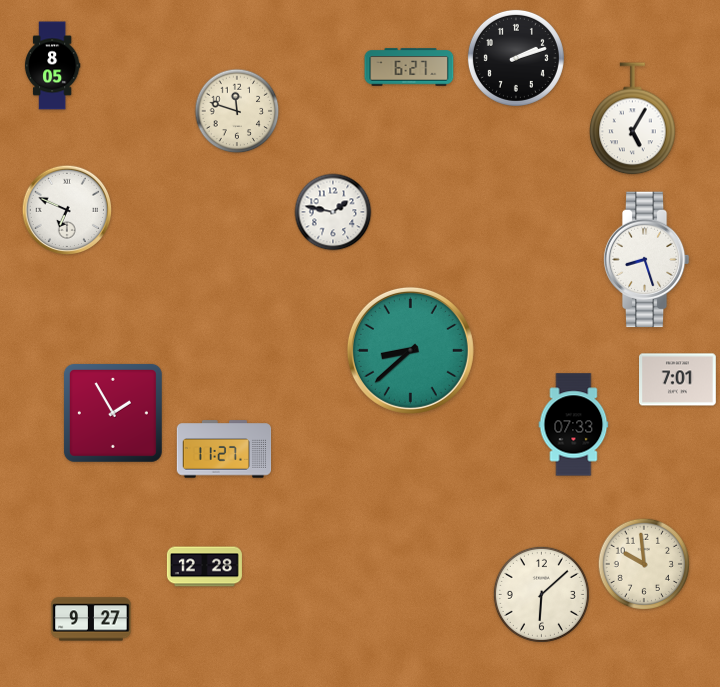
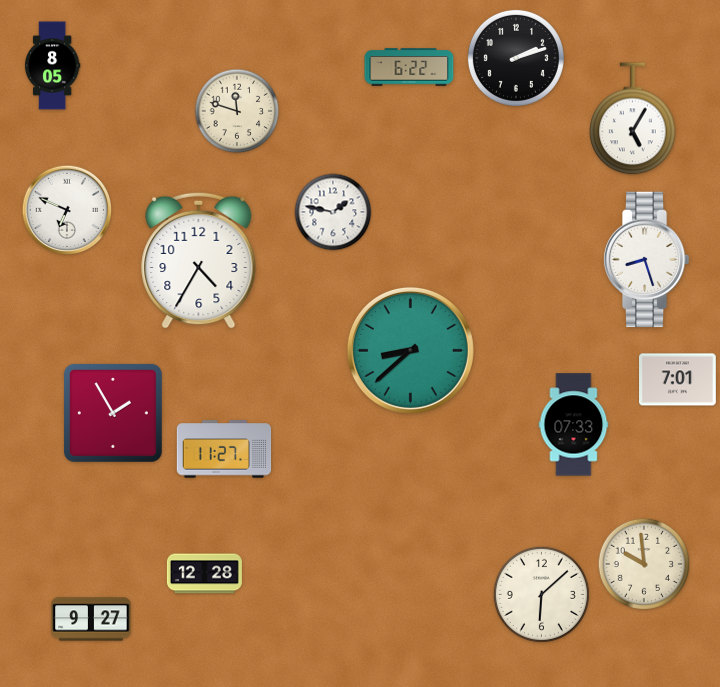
clock at (409, 67): 6:27 -> 6:22
clock at (199, 260): none -> 4:35
clock at (204, 567) position: (204, 567) -> (204, 574)
